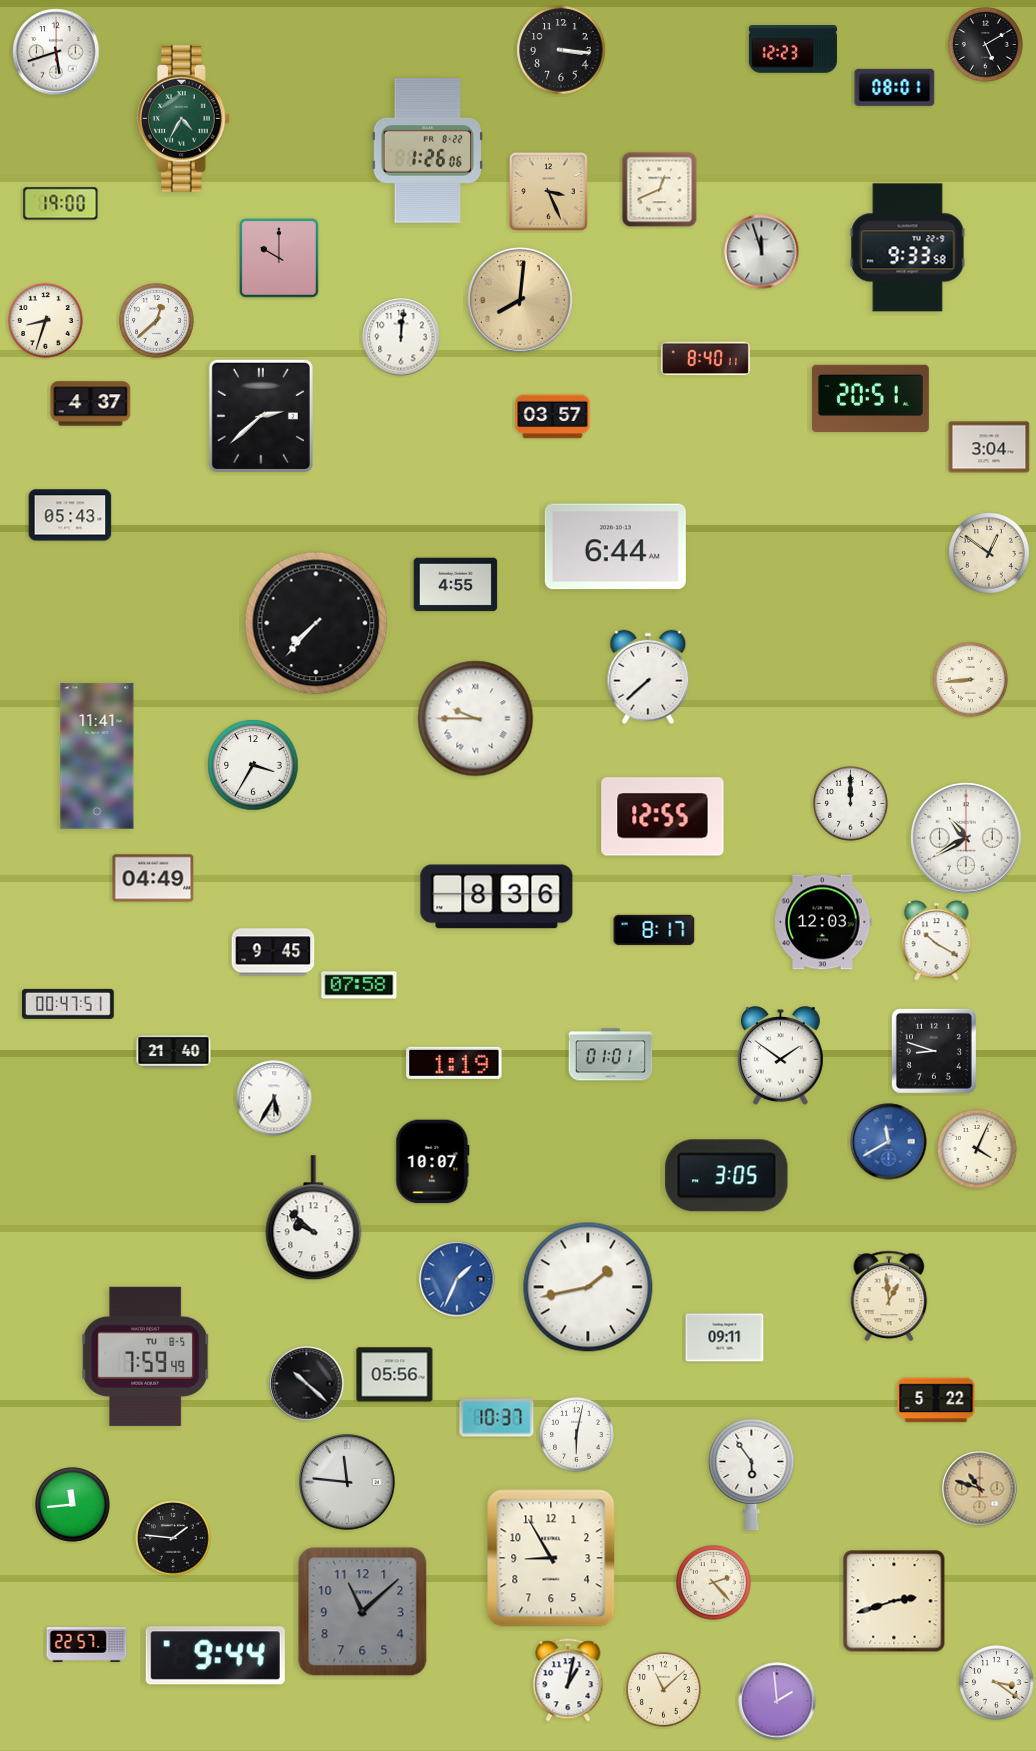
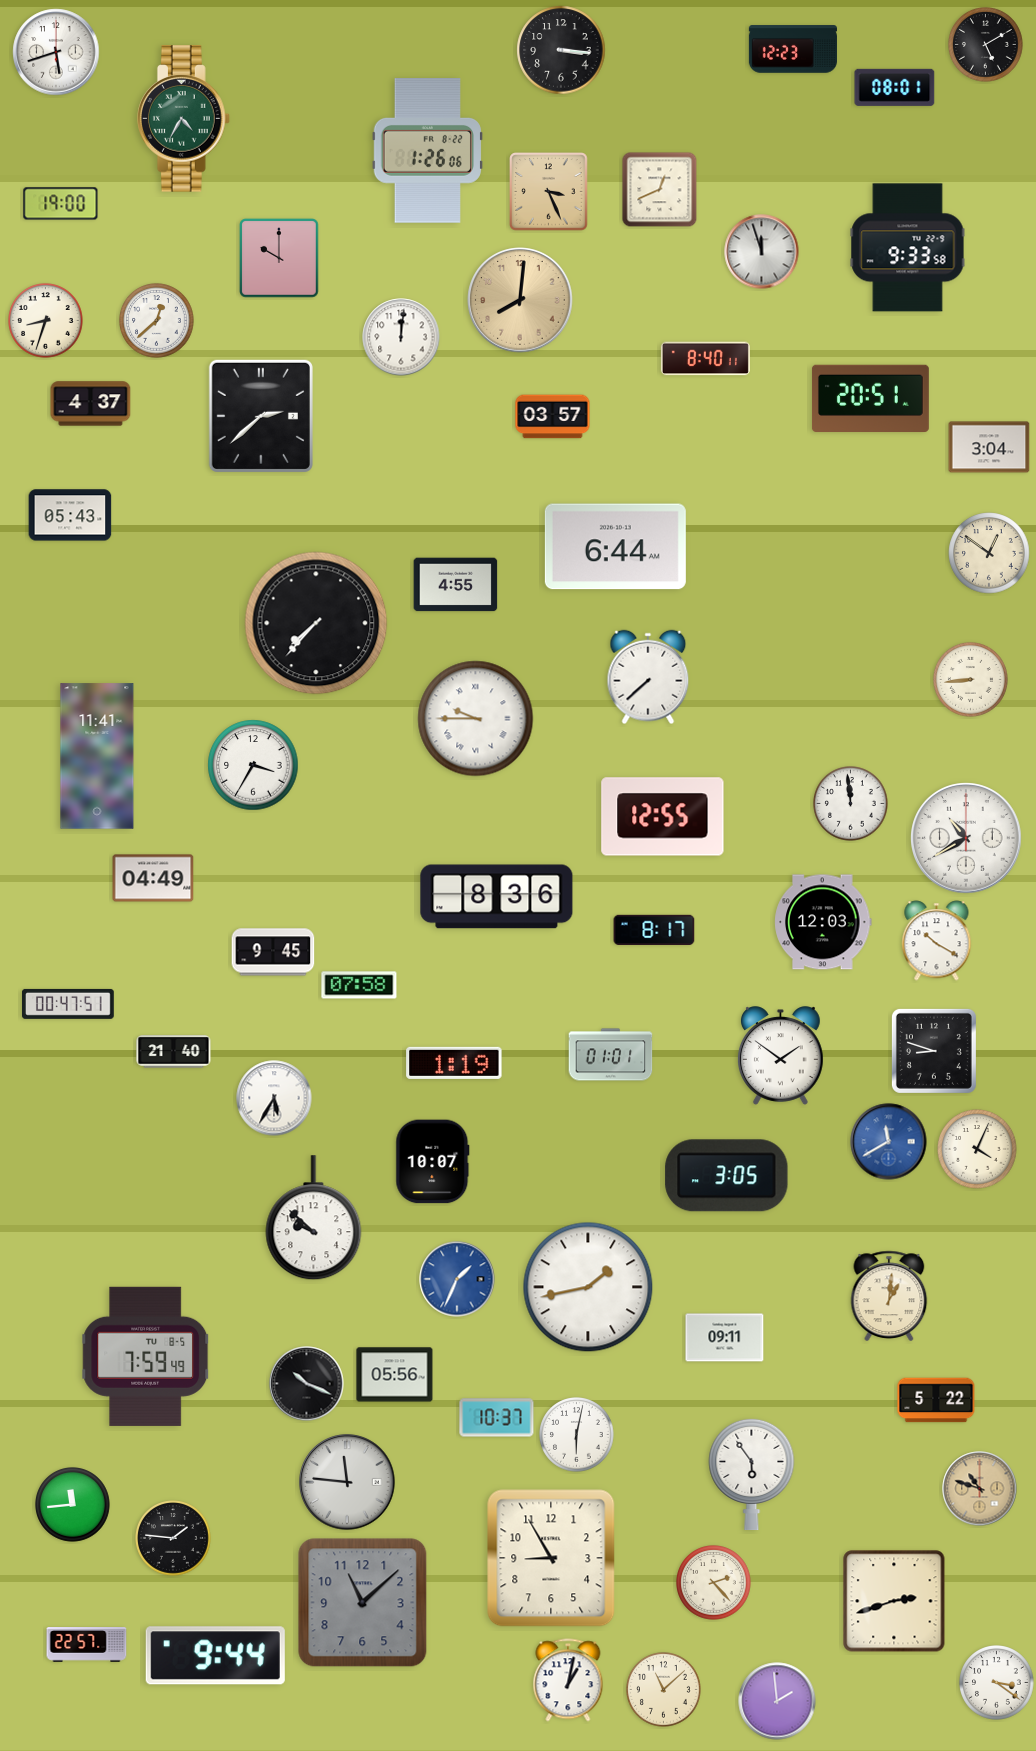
clock at (851, 804): 12:00 -> 11:59
clock at (889, 1296): 12:59 -> 1:01
clock at (307, 1384): 10:22 -> 10:19
clock at (363, 1612) position: (363, 1612) -> (363, 1603)
